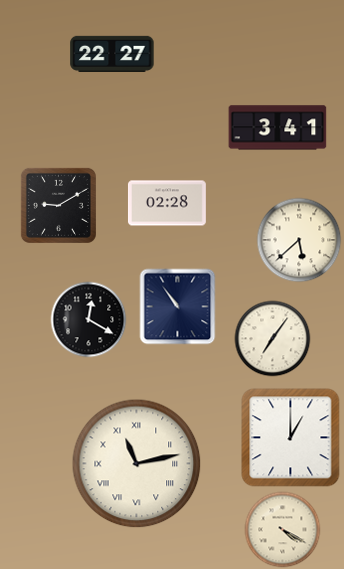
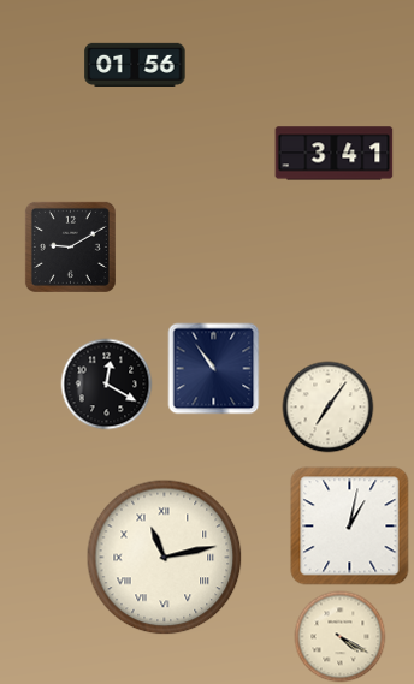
clock at (112, 54): 22:27 -> 01:56
clock at (167, 203): 02:28 -> none
clock at (299, 240): 5:38 -> none
clock at (291, 438): 1:00 -> 1:02
